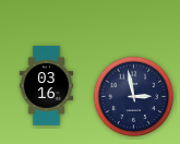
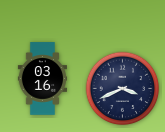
clock at (134, 97): 2:58 -> 3:41
